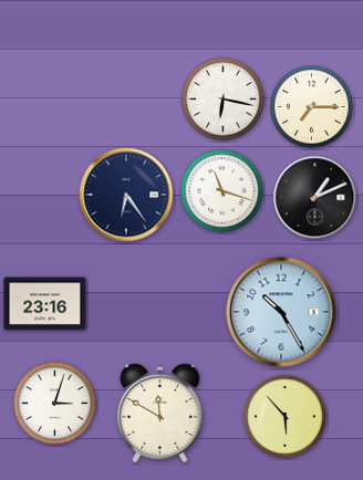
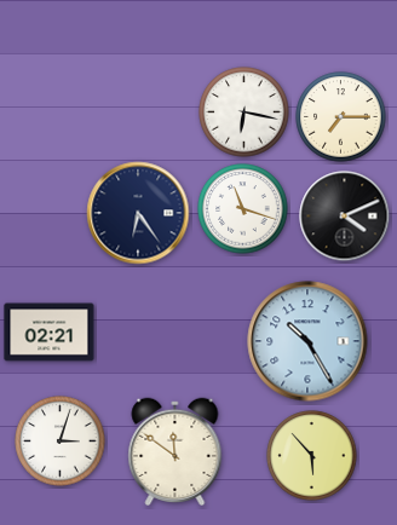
clock at (224, 100) position: (224, 100) -> (244, 112)
clock at (315, 198): 1:11 -> 4:11
clock at (45, 304): 23:16 -> 02:21
clock at (160, 413): 11:50 -> 11:51
